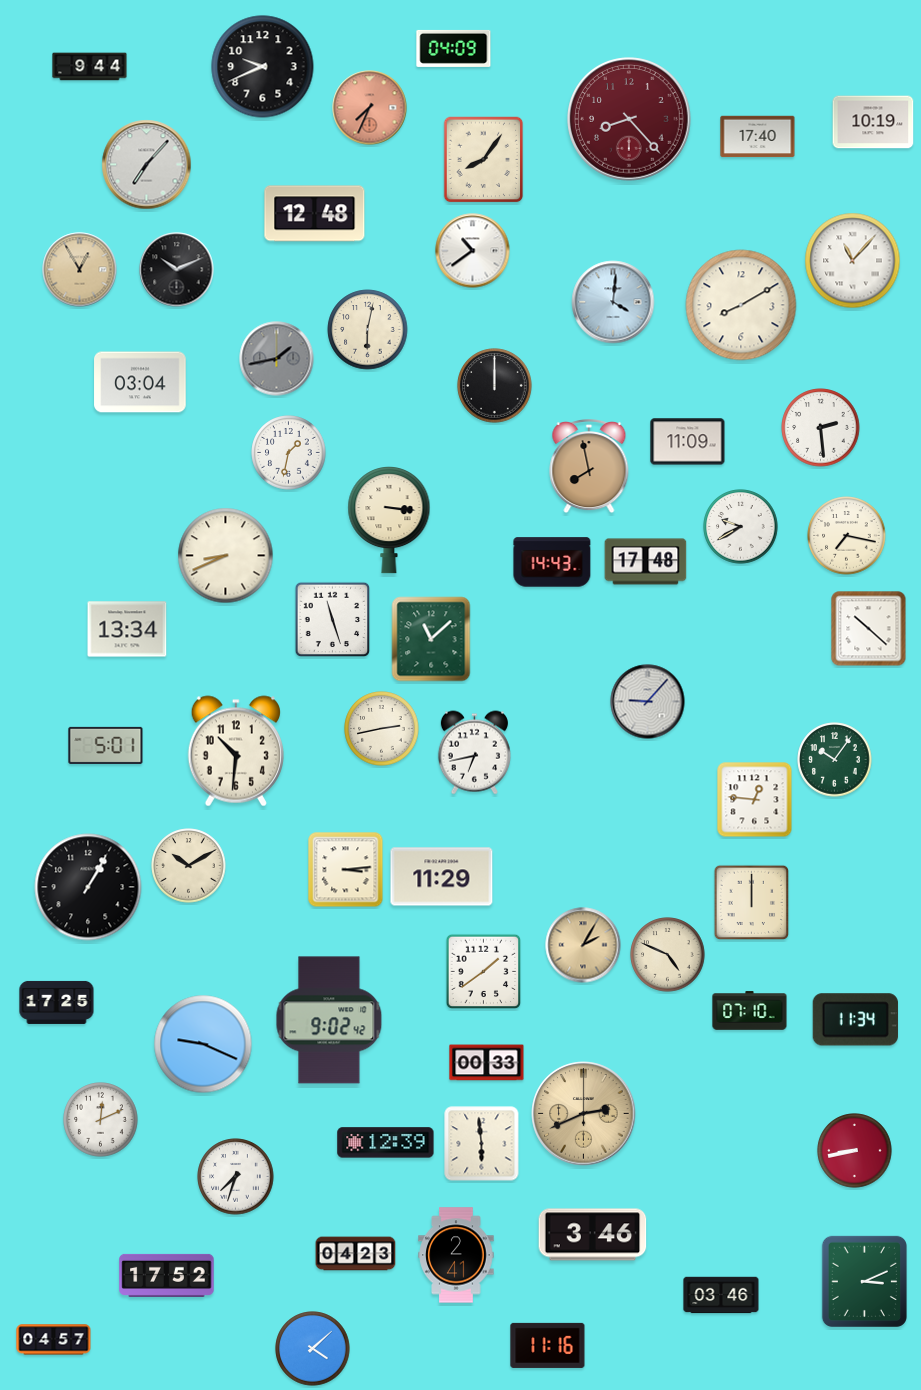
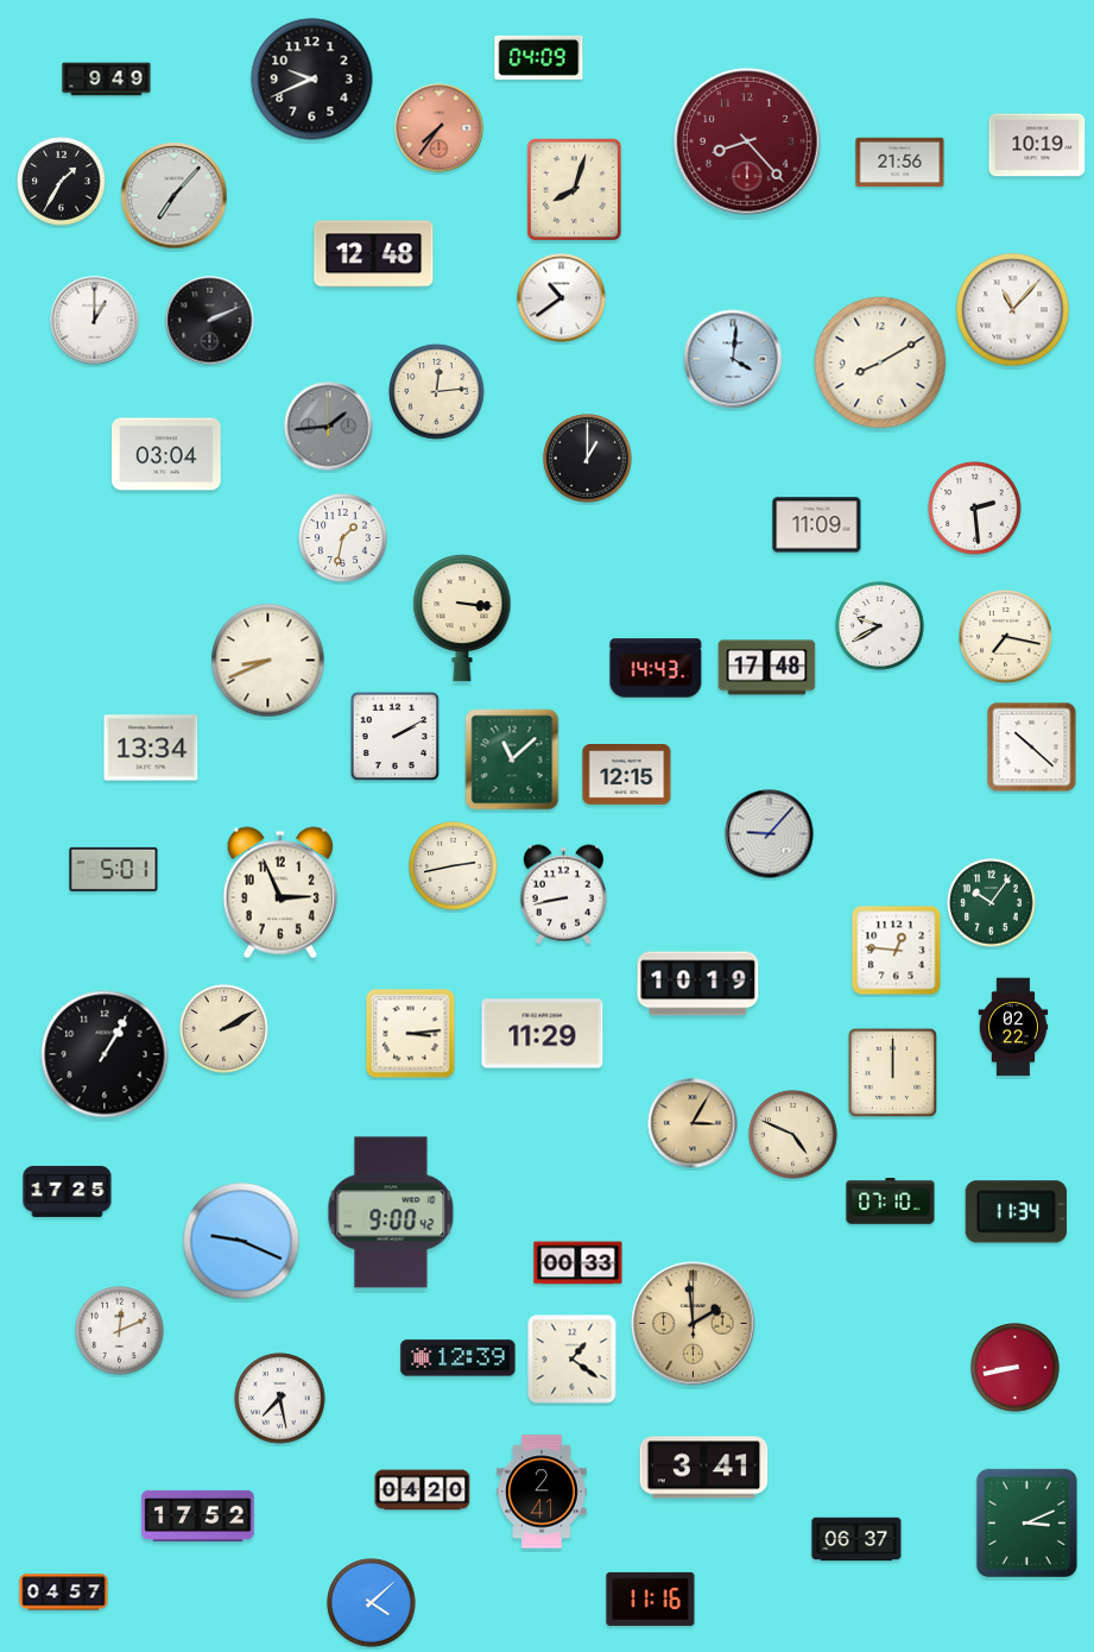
clock at (90, 67): 9:44 -> 9:49
clock at (370, 108): 7:34 -> 7:36
clock at (758, 137): 17:40 -> 21:56
clock at (62, 182): none -> 1:35
clock at (484, 160): 8:06 -> 8:03
clock at (80, 270): 12:55 -> 1:00
clock at (80, 270) dial: champagne -> white
clock at (177, 270): 10:11 -> 2:11
clock at (613, 302) position: (613, 302) -> (733, 359)
clock at (368, 330): 6:02 -> 12:14
clock at (277, 359): 1:43 -> 1:44
clock at (495, 386): 12:00 -> 1:00
clock at (589, 467): 7:58 -> none
clock at (333, 620): 11:27 -> 2:10
clock at (627, 775): none -> 12:15
clock at (106, 745) position: (106, 745) -> (114, 869)
clock at (236, 751): 10:31 -> 2:56
clock at (474, 753): 6:43 -> 8:43
clock at (698, 984): none -> 10:19
clock at (1013, 1027): none -> 02:22
clock at (189, 866): 10:10 -> 2:10
clock at (442, 877) position: (442, 877) -> (543, 1034)
clock at (583, 945): 2:05 -> 3:05
clock at (484, 972): 1:39 -> none
clock at (329, 1020): 9:02 -> 9:00
clock at (584, 1114): 2:41 -> 1:59
clock at (482, 1144): 5:59 -> 1:21
clock at (236, 1177): 7:33 -> 7:28
clock at (593, 1235): 3:46 -> 3:41
clock at (356, 1254): 04:23 -> 04:20
clock at (721, 1295): 03:46 -> 06:37
